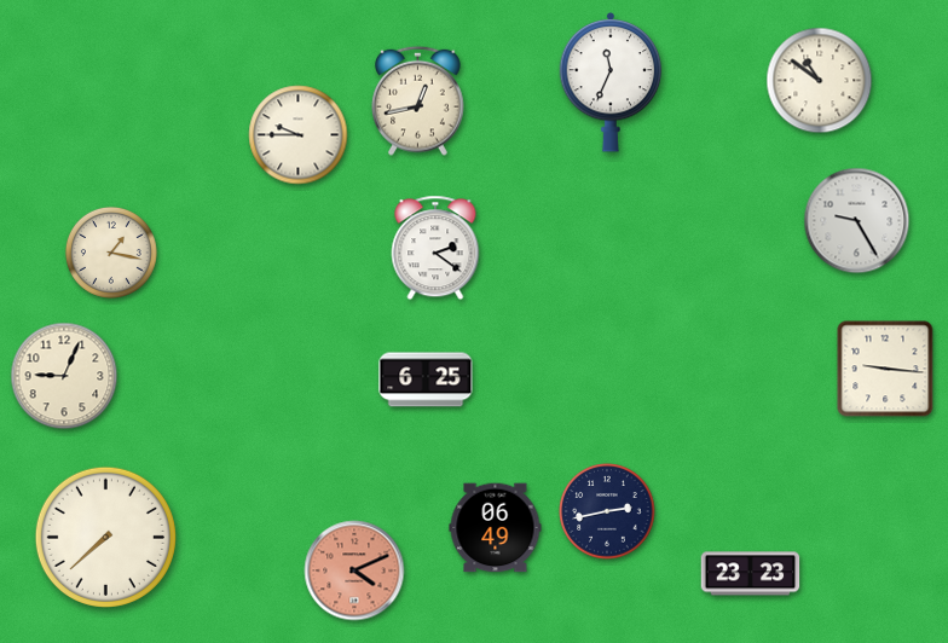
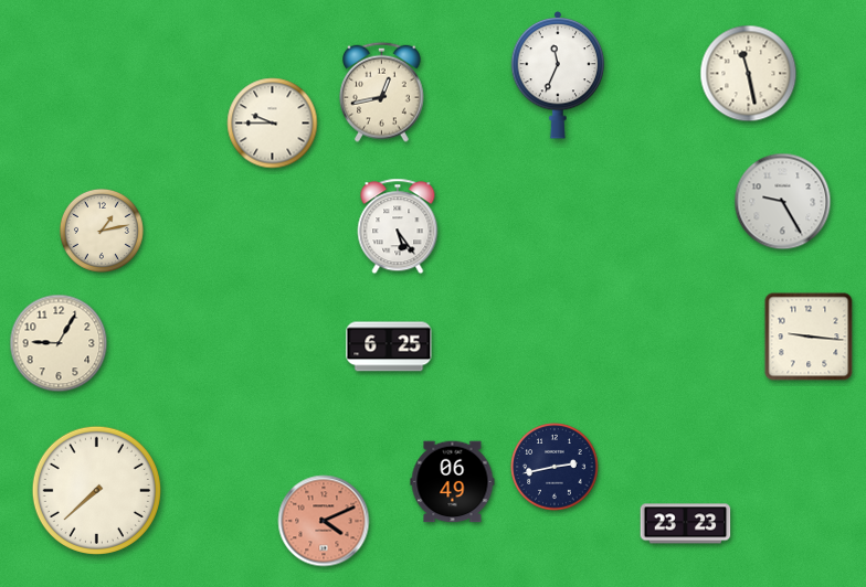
clock at (820, 81): 10:51 -> 11:28
clock at (435, 248): 2:21 -> 5:24
clock at (111, 253): 1:17 -> 1:13
clock at (64, 376): 9:04 -> 9:05
